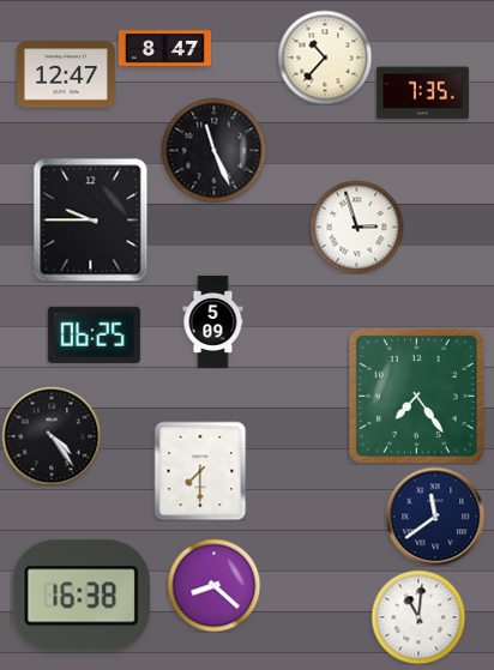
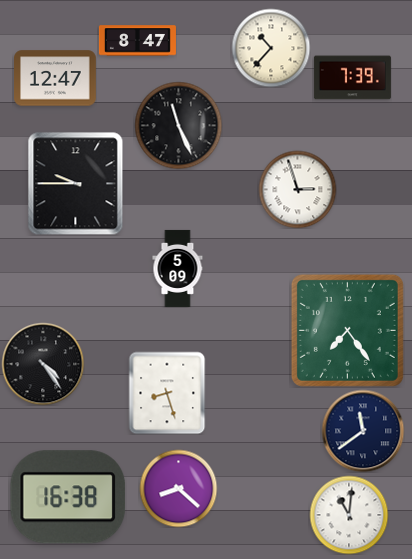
clock at (67, 74) position: (67, 74) -> (56, 78)
clock at (422, 93): 7:35 -> 7:39
clock at (94, 334): 06:25 -> none
clock at (200, 471): 7:30 -> 8:27
